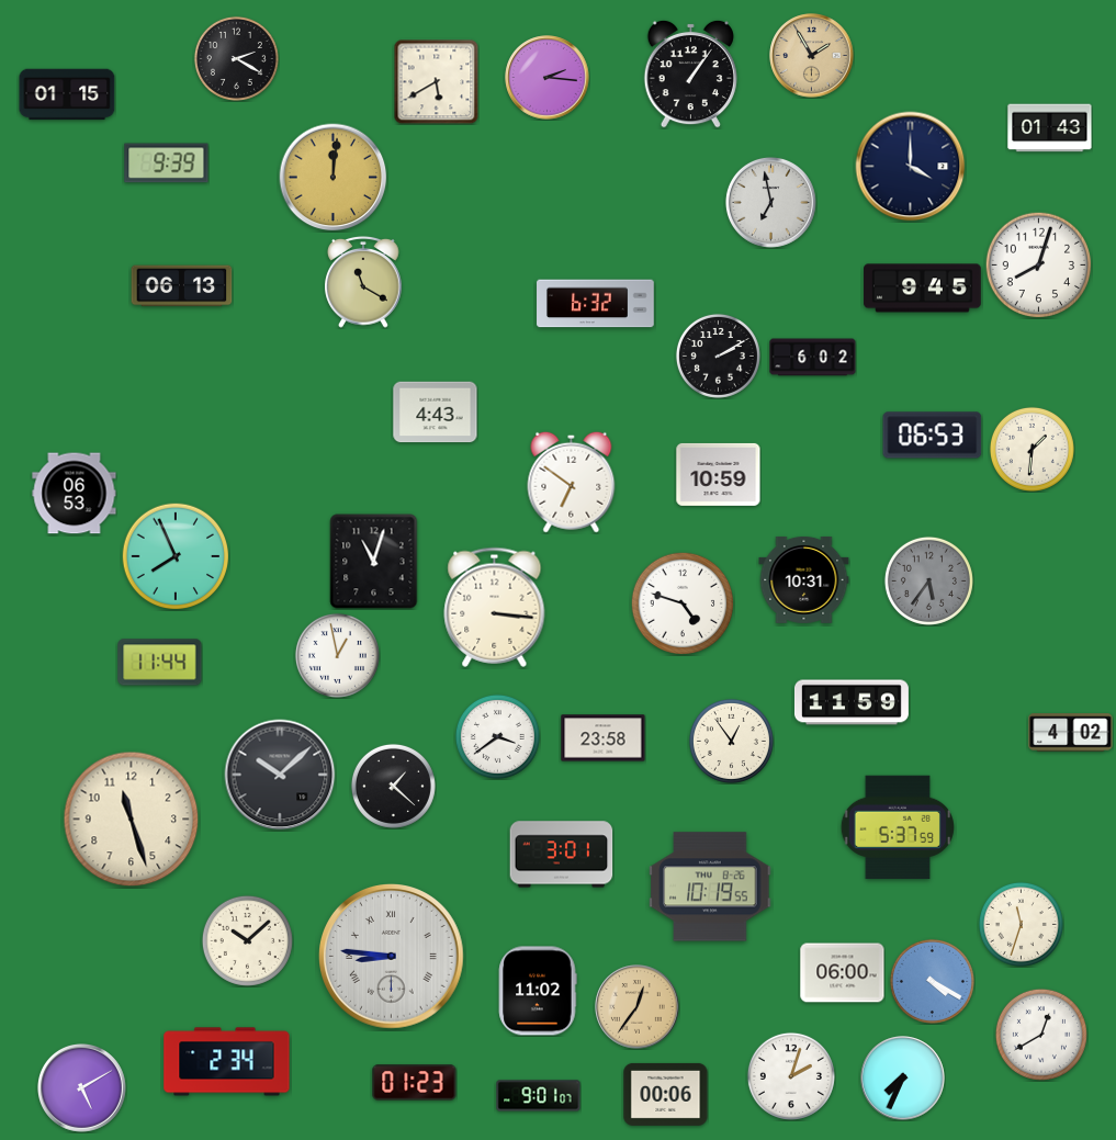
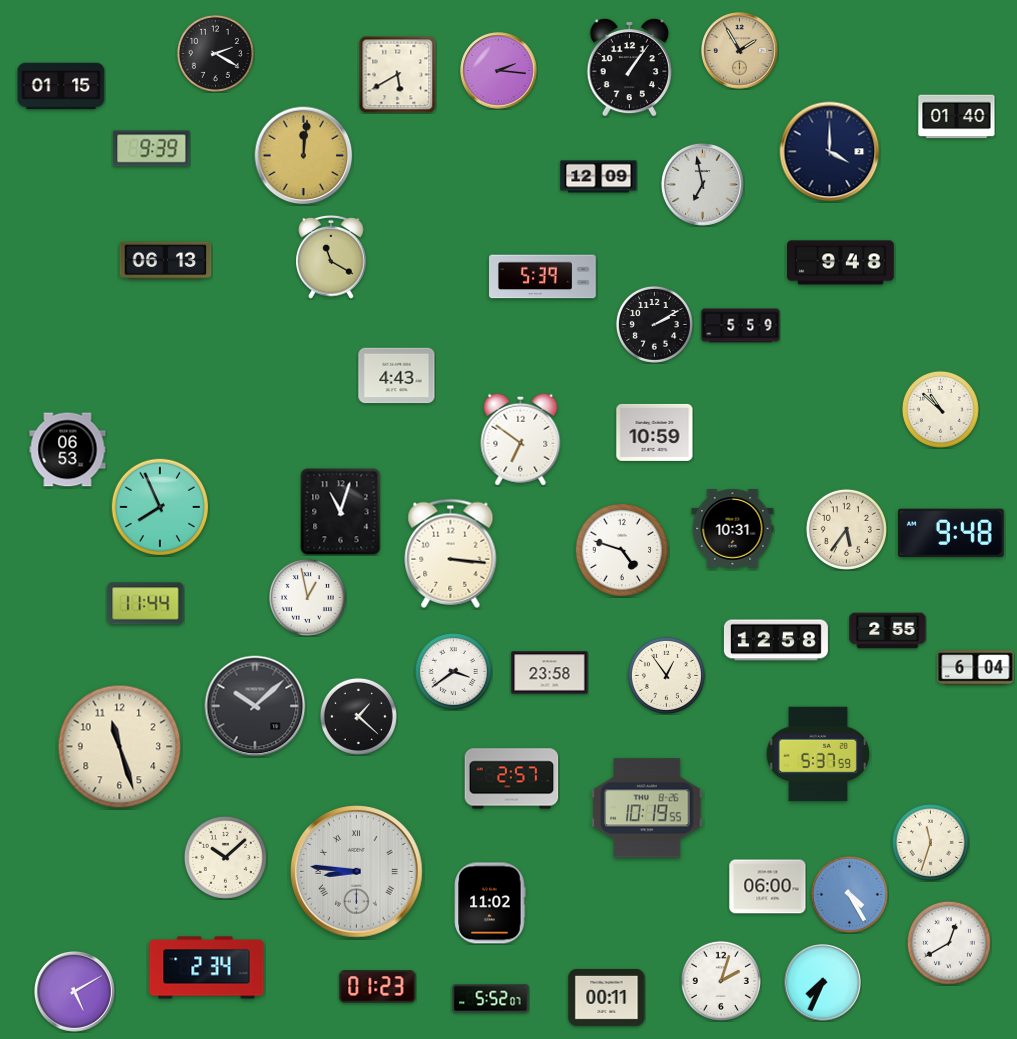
clock at (1050, 128): 01:43 -> 01:40
clock at (334, 178) position: (334, 178) -> (304, 156)
clock at (599, 177): none -> 12:09
clock at (1038, 264): 8:03 -> none
clock at (923, 289): 9:45 -> 9:48
clock at (596, 304): 6:32 -> 5:39
clock at (813, 358): 6:02 -> 5:59
clock at (933, 436): 06:53 -> none
clock at (1032, 449): 1:31 -> 10:52
clock at (928, 580) dial: grey -> cream
clock at (951, 533): none -> 9:48
clock at (888, 631): none -> 2:55
clock at (852, 702): 11:59 -> 12:58
clock at (1071, 733): 4:02 -> 6:04
clock at (562, 855): 3:01 -> 2:57
clock at (932, 981): 4:20 -> 4:25
clock at (638, 1007): 12:36 -> none
clock at (666, 1094): 00:06 -> 00:11
clock at (539, 1096): 9:01 -> 5:52
